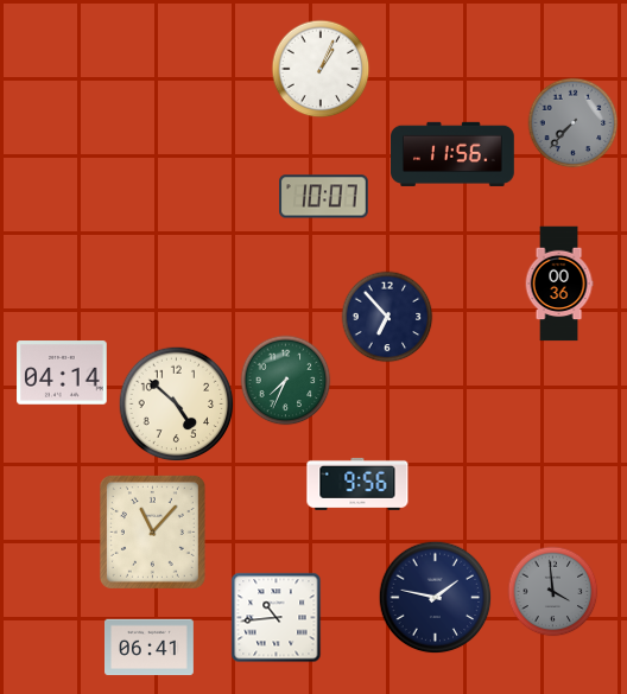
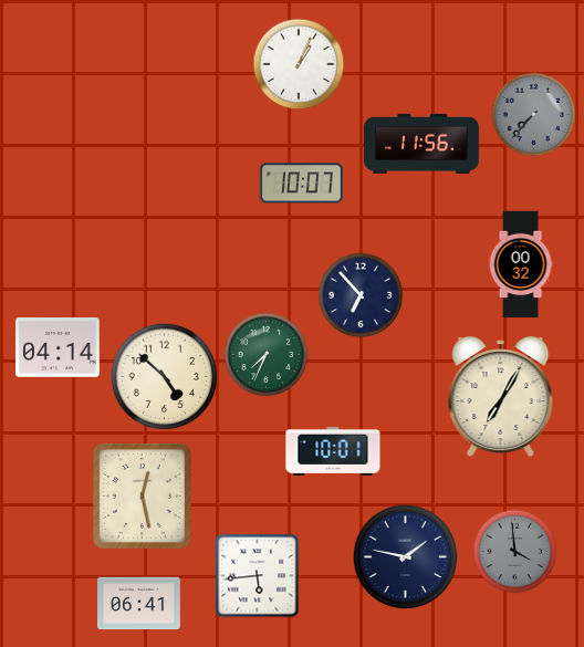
clock at (559, 284): 00:36 -> 00:32
clock at (501, 397): none -> 7:05
clock at (357, 484): 9:56 -> 10:01
clock at (152, 531): 11:07 -> 12:28
clock at (277, 618): 10:44 -> 5:44
